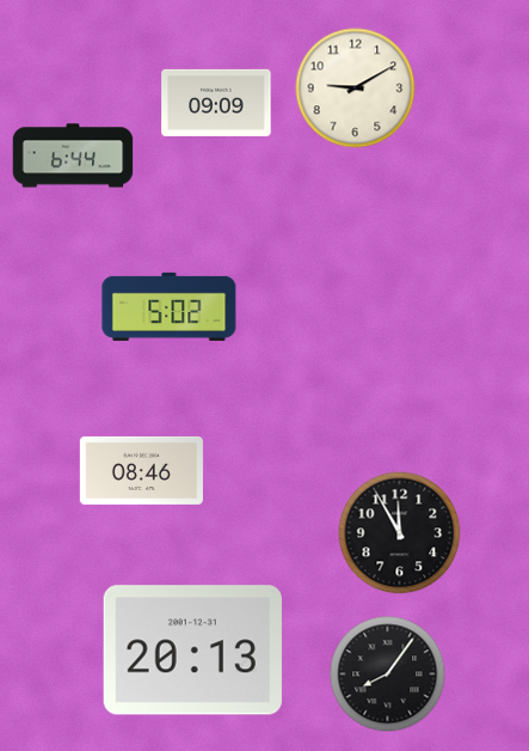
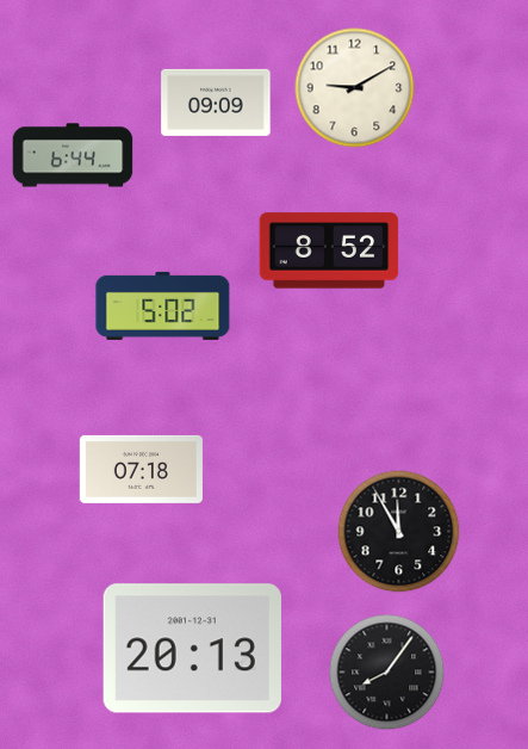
clock at (329, 250): none -> 8:52
clock at (170, 306) position: (170, 306) -> (163, 305)
clock at (141, 470): 08:46 -> 07:18
